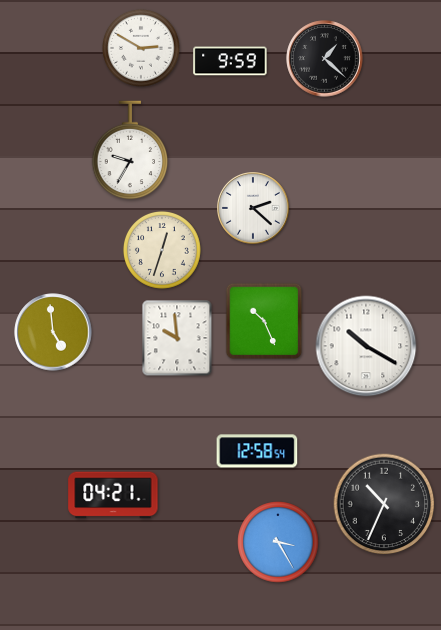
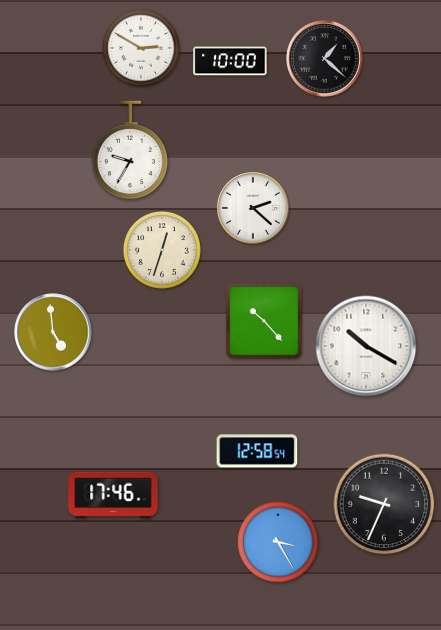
clock at (230, 61): 9:59 -> 10:00
clock at (264, 321): 10:26 -> 10:23
clock at (177, 338): 9:59 -> none
clock at (113, 495): 04:21 -> 17:46
clock at (384, 504): 10:34 -> 9:34
